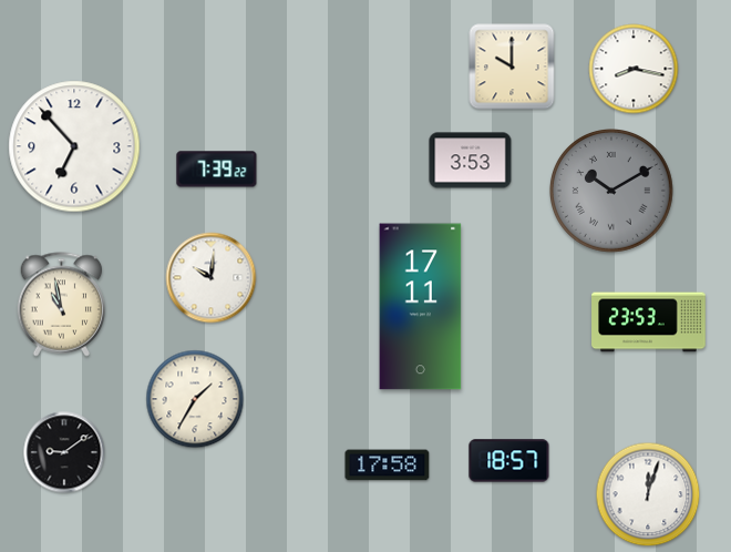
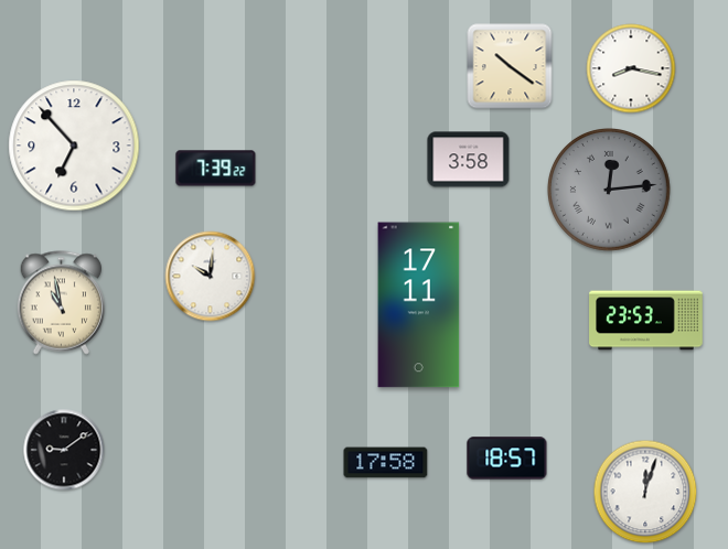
clock at (512, 67): 10:00 -> 10:21
clock at (471, 161): 3:53 -> 3:58
clock at (612, 192): 10:10 -> 12:14
clock at (195, 399): 1:35 -> none
